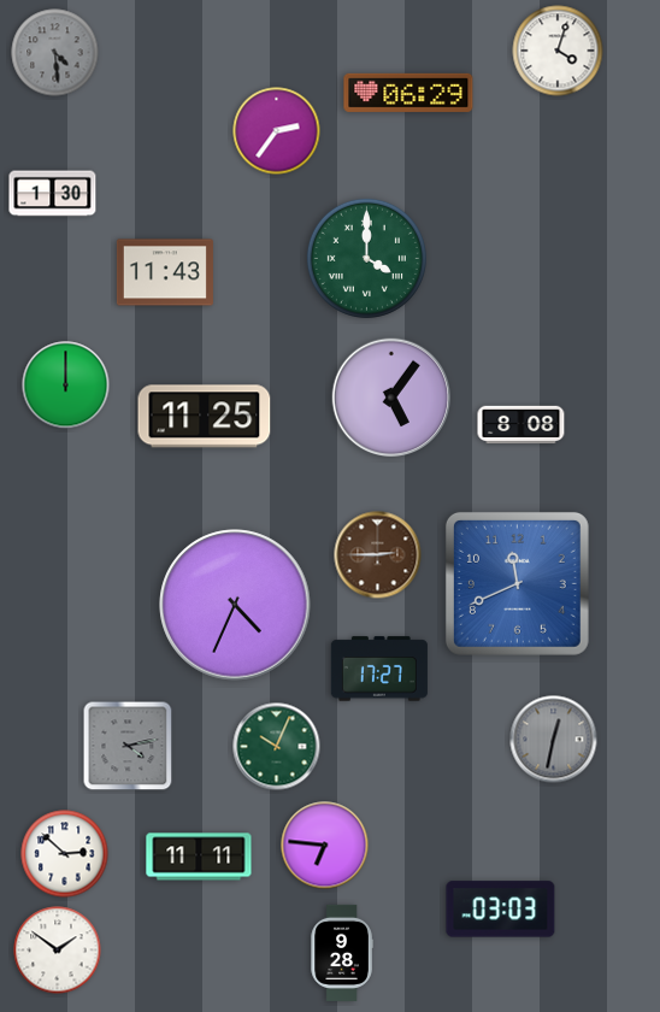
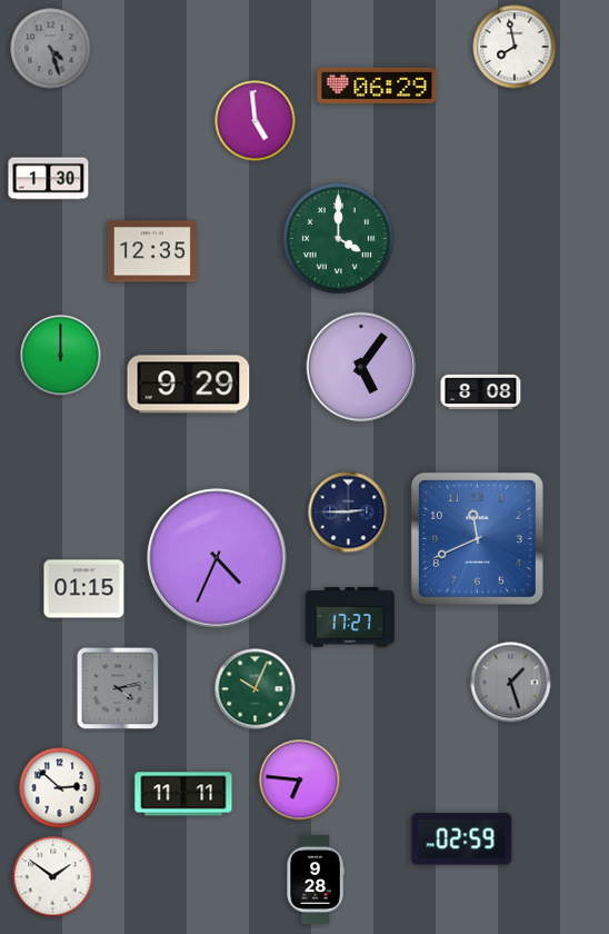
clock at (558, 51): 4:03 -> 7:58
clock at (55, 53): 4:29 -> 4:27
clock at (277, 131): 2:36 -> 4:59
clock at (165, 272): 11:43 -> 12:35
clock at (205, 417): 11:25 -> 9:29
clock at (378, 555) dial: brown -> navy
clock at (84, 589): none -> 01:15
clock at (554, 740): 12:32 -> 1:27
clock at (199, 857) position: (199, 857) -> (183, 794)
clock at (501, 910): 03:03 -> 02:59
